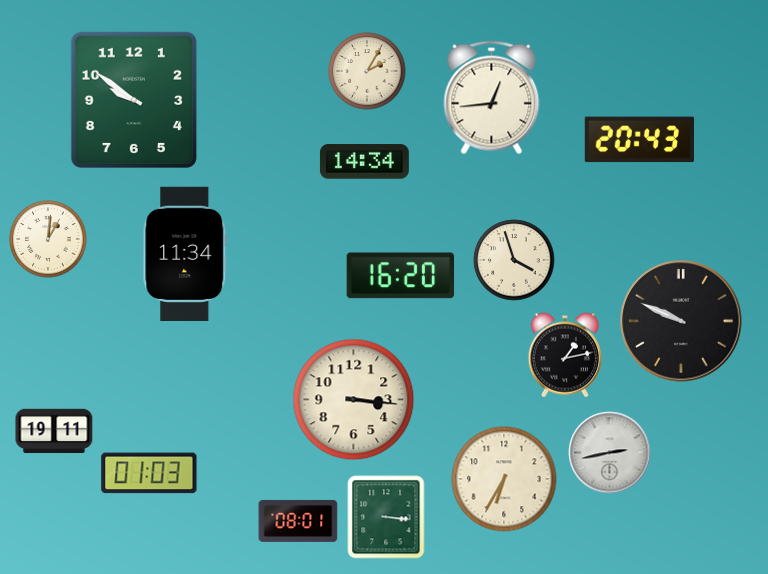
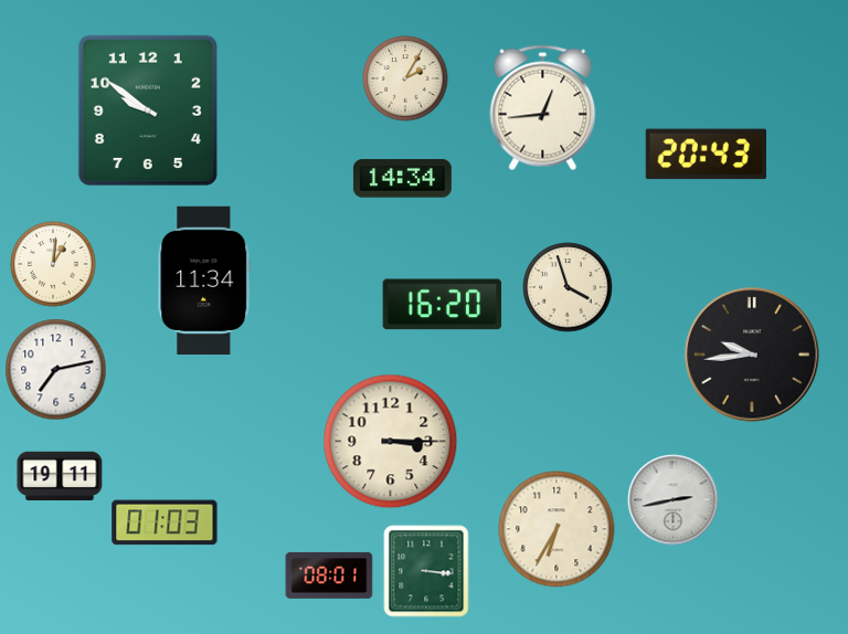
clock at (681, 321): 9:49 -> 9:44
clock at (56, 370): none -> 7:13
clock at (564, 355): 1:13 -> none
clock at (354, 400): 3:16 -> 3:15
